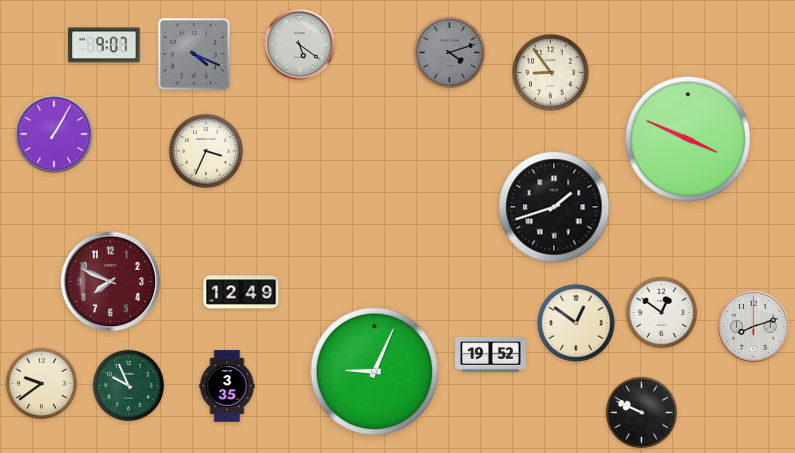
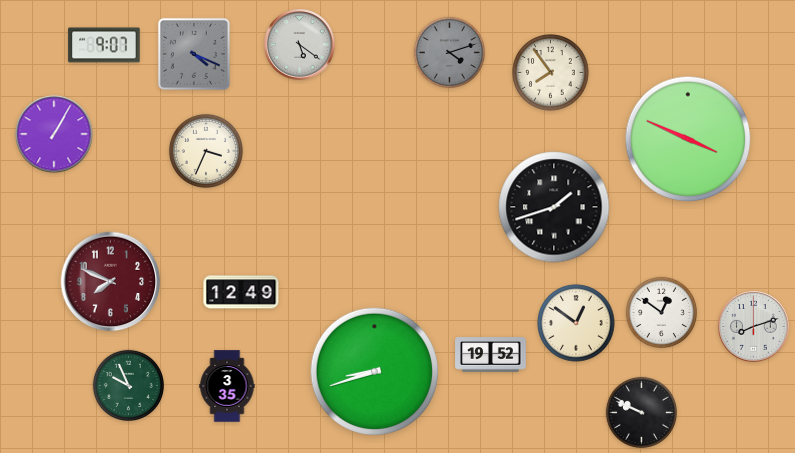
clock at (551, 73): 8:54 -> 7:54
clock at (374, 371): 9:04 -> 8:42
clock at (41, 383): 9:39 -> none
